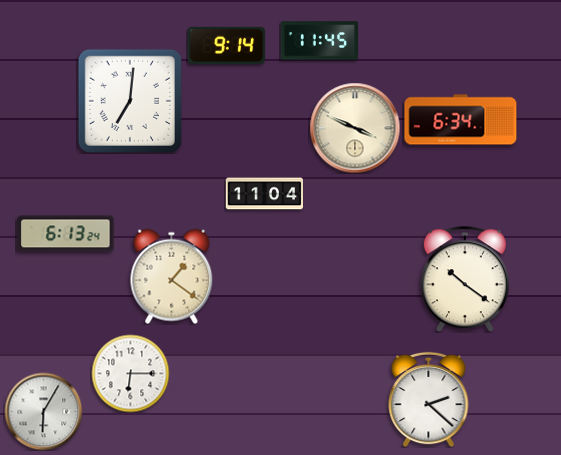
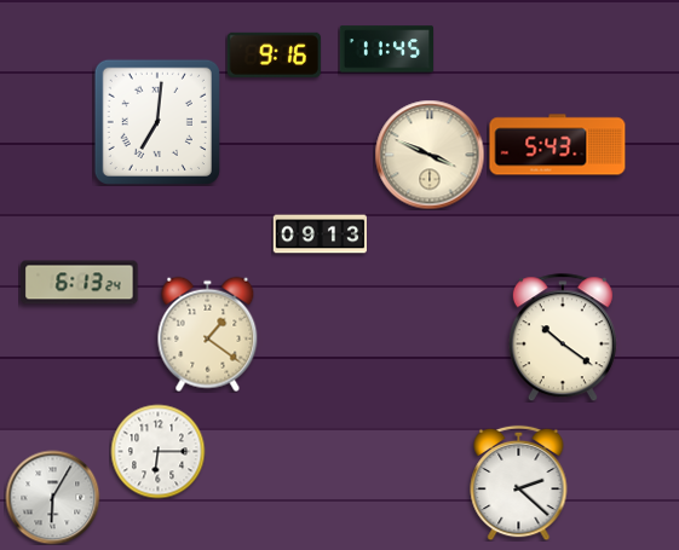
clock at (226, 45): 9:14 -> 9:16
clock at (461, 120): 6:34 -> 5:43
clock at (264, 194): 11:04 -> 09:13
